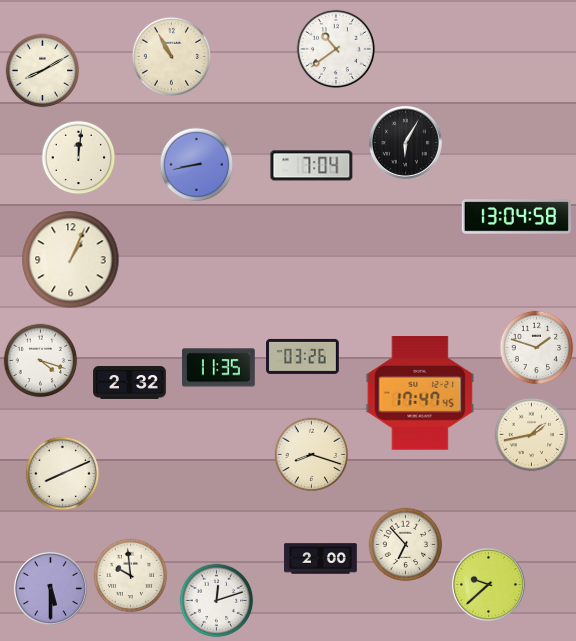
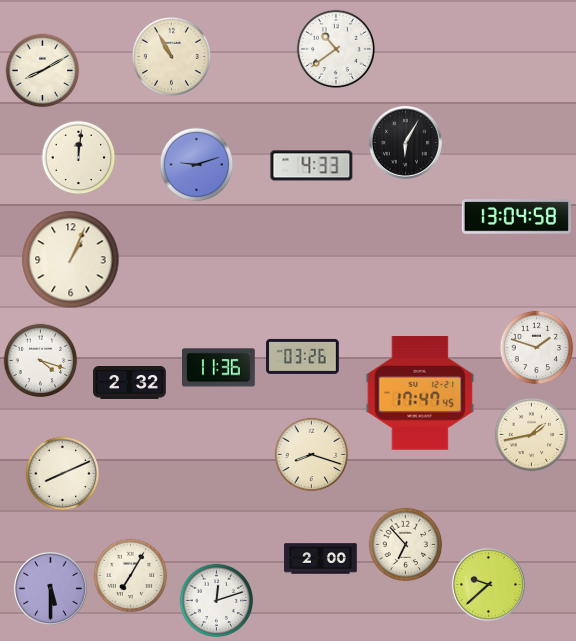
clock at (197, 165): 8:43 -> 9:12
clock at (312, 166): 7:04 -> 4:33
clock at (219, 368): 11:35 -> 11:36
clock at (131, 576): 9:59 -> 7:05
